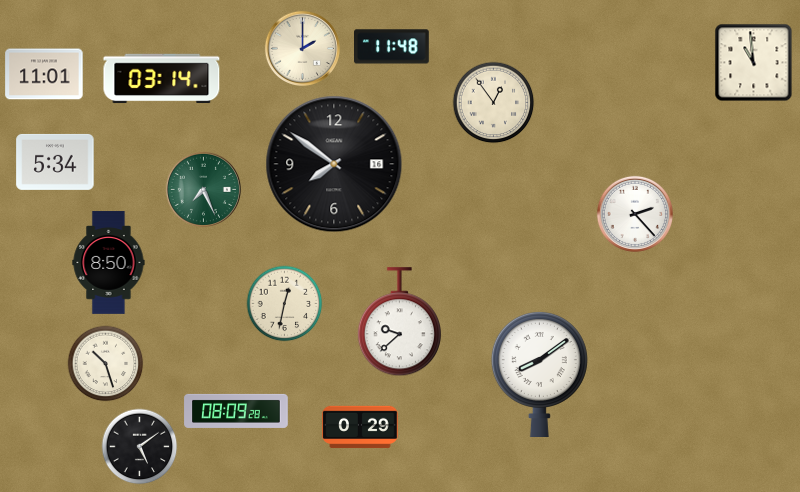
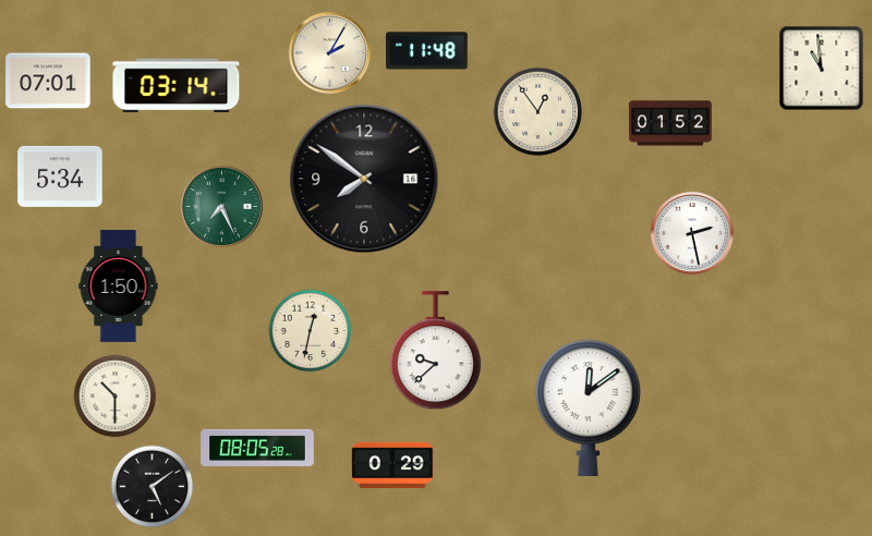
clock at (302, 48): 2:00 -> 2:05
clock at (44, 74): 11:01 -> 07:01
clock at (670, 123): none -> 01:52
clock at (635, 214): 2:23 -> 2:28
clock at (109, 263): 8:50 -> 1:50
clock at (106, 364): 10:27 -> 10:30
clock at (539, 373): 8:09 -> 12:09
clock at (236, 411): 08:09 -> 08:05
